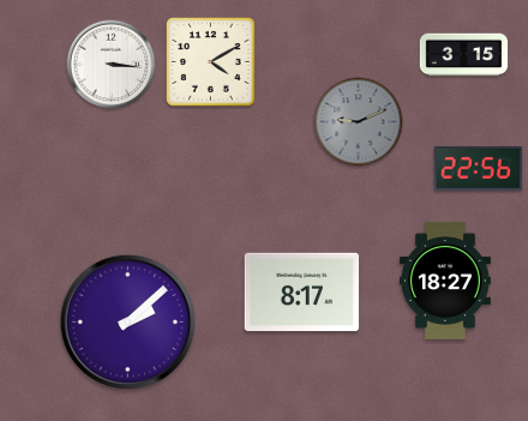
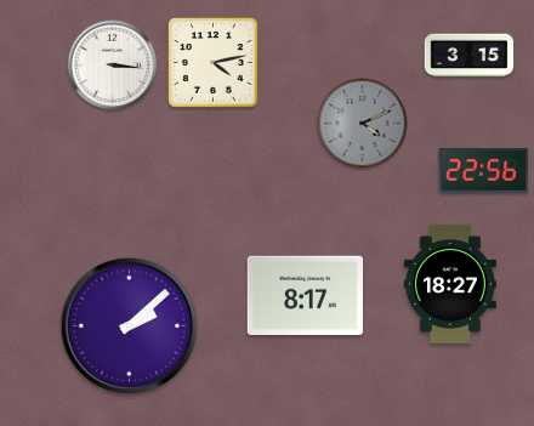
clock at (211, 62): 4:10 -> 4:13
clock at (359, 122): 9:11 -> 4:11
